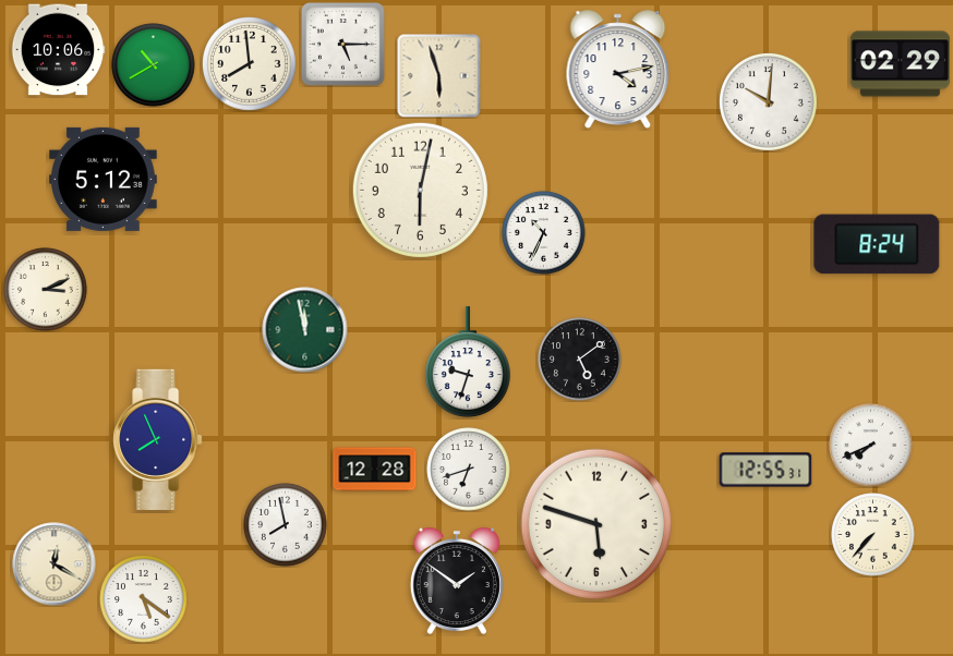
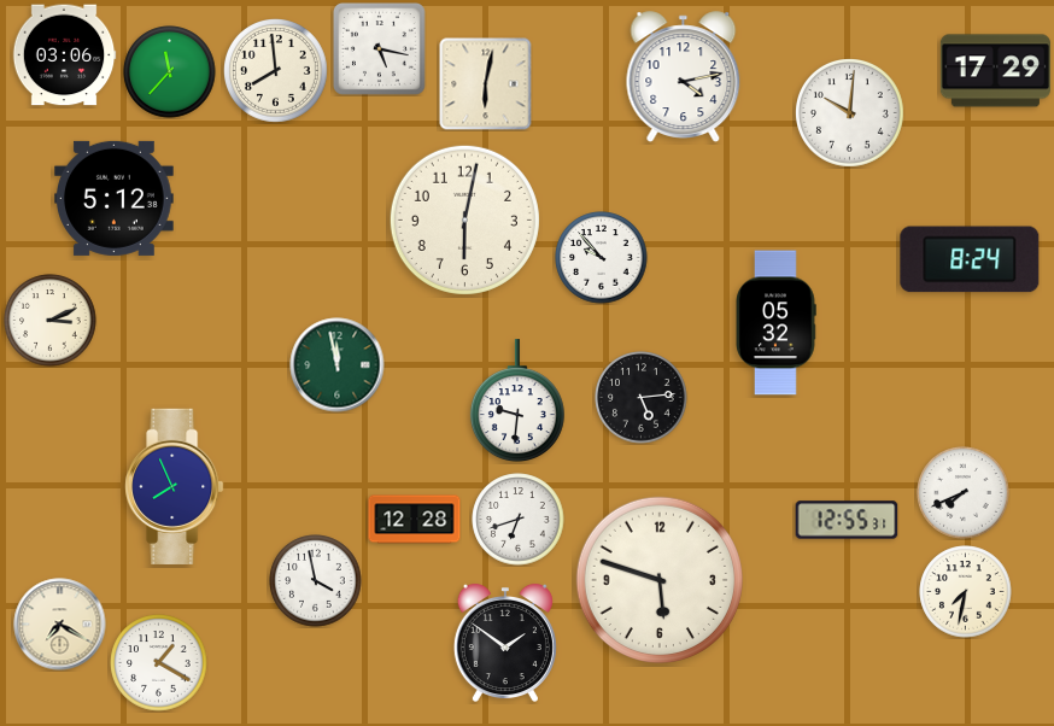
clock at (343, 45): 5:15 -> 5:17
clock at (58, 50): 10:06 -> 03:06
clock at (900, 64): 02:29 -> 17:29
clock at (154, 65): 10:40 -> 11:37
clock at (439, 76): 5:57 -> 6:02
clock at (420, 190) position: (420, 190) -> (464, 219)
clock at (544, 233): 10:34 -> 9:53
clock at (877, 244) position: (877, 244) -> (970, 259)
clock at (775, 323): none -> 05:32
clock at (580, 360): 5:09 -> 5:14
clock at (468, 363): 9:33 -> 9:31
clock at (286, 525): 7:58 -> 3:58
clock at (873, 535): 7:37 -> 7:32
clock at (55, 564): 12:20 -> 7:20
clock at (144, 599): 5:21 -> 1:20
